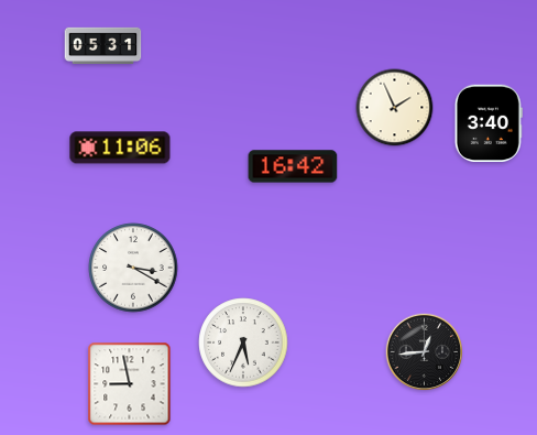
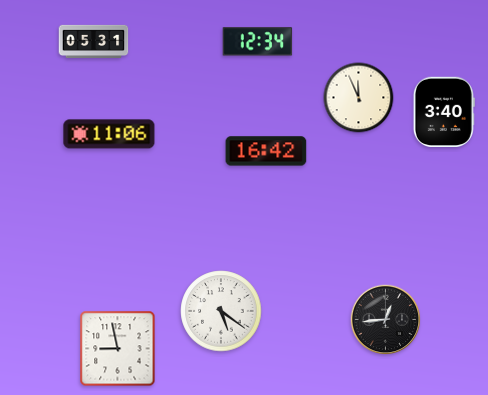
clock at (258, 42): none -> 12:34
clock at (395, 108): 1:56 -> 11:56
clock at (133, 268): 3:20 -> none
clock at (243, 342): 5:34 -> 5:21
